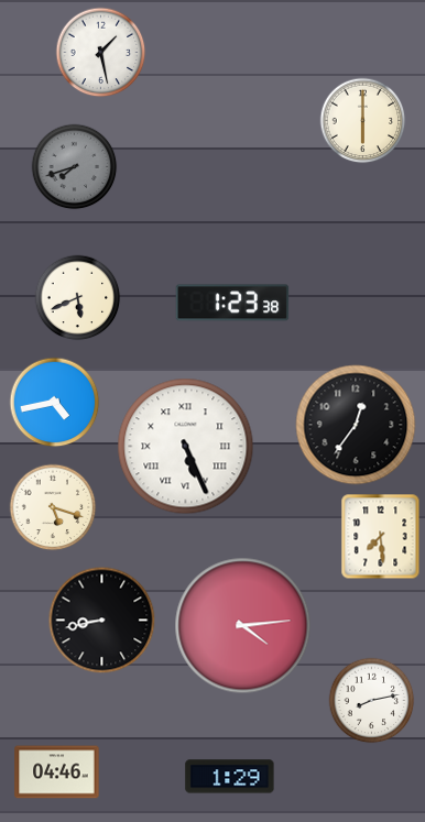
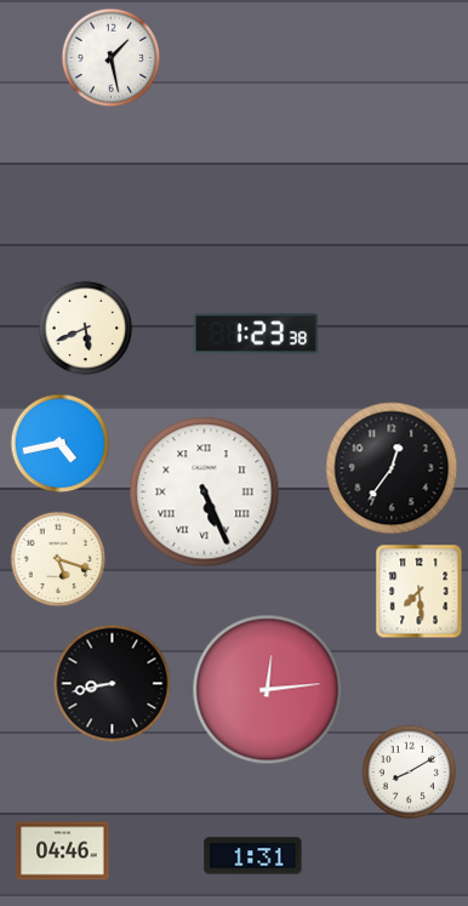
clock at (362, 120): 6:00 -> none
clock at (74, 166): 7:42 -> none
clock at (243, 626): 4:14 -> 12:14
clock at (371, 700): 8:13 -> 8:10
clock at (230, 777): 1:29 -> 1:31
